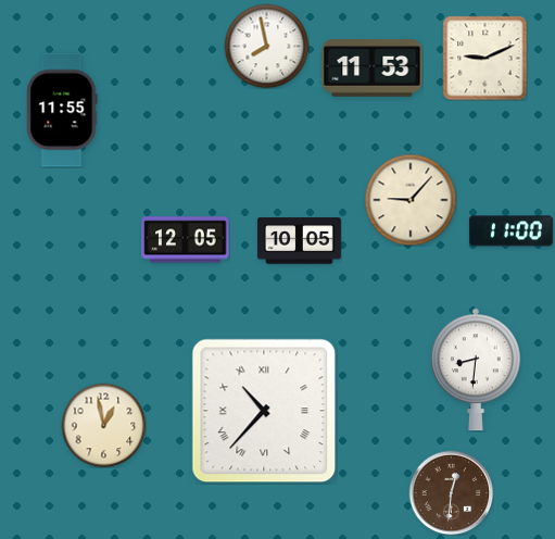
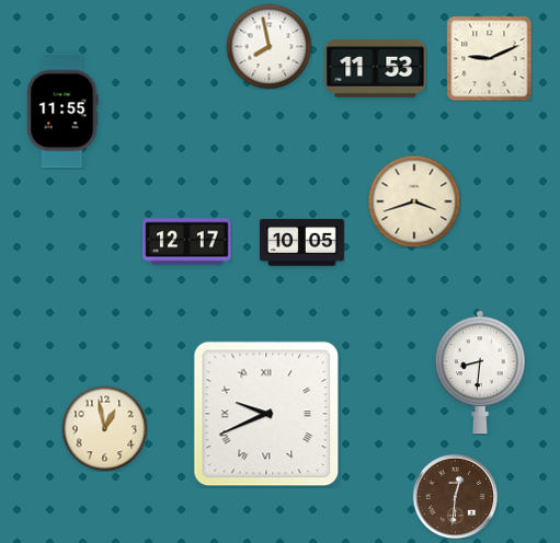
clock at (411, 200): 9:07 -> 3:42
clock at (510, 231): 11:00 -> none
clock at (186, 240): 12:05 -> 12:17
clock at (264, 411): 10:37 -> 9:41
